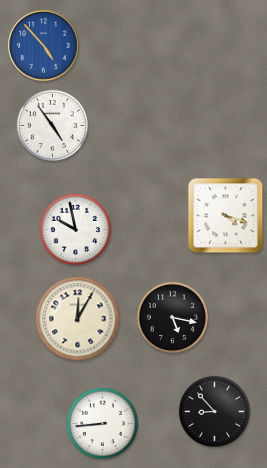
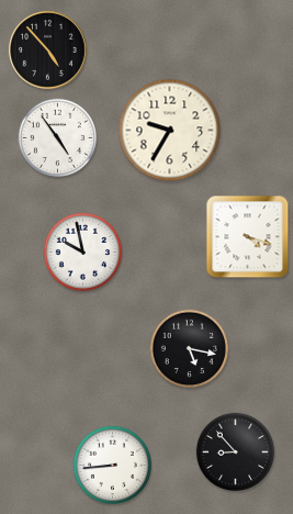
clock at (44, 46) dial: blue -> black
clock at (170, 131): none -> 9:35
clock at (78, 319): 12:05 -> none
